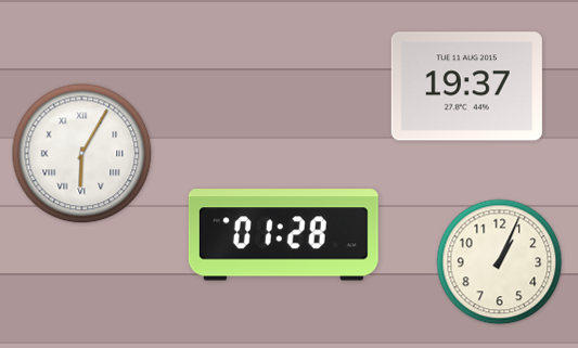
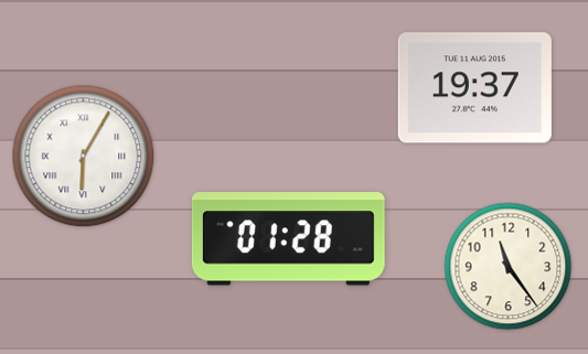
clock at (500, 262): 1:04 -> 11:24
